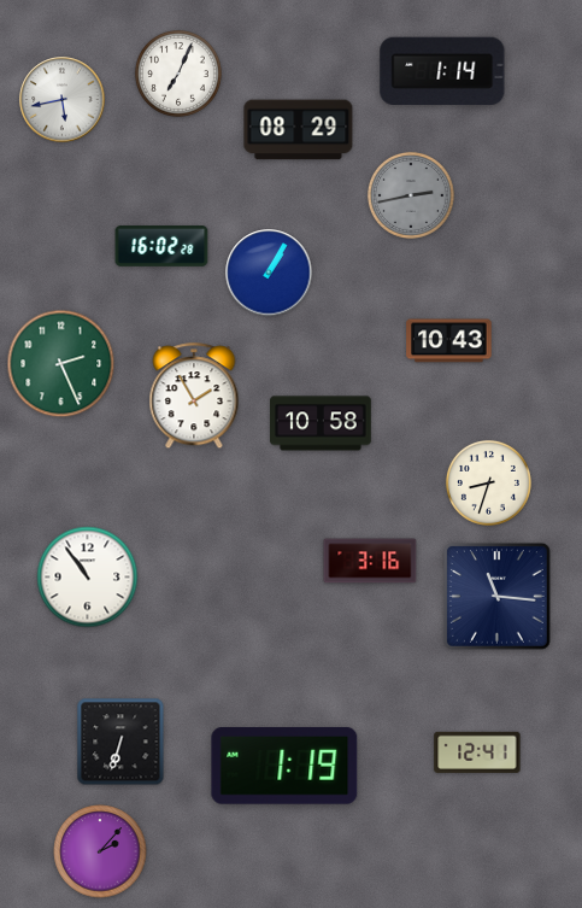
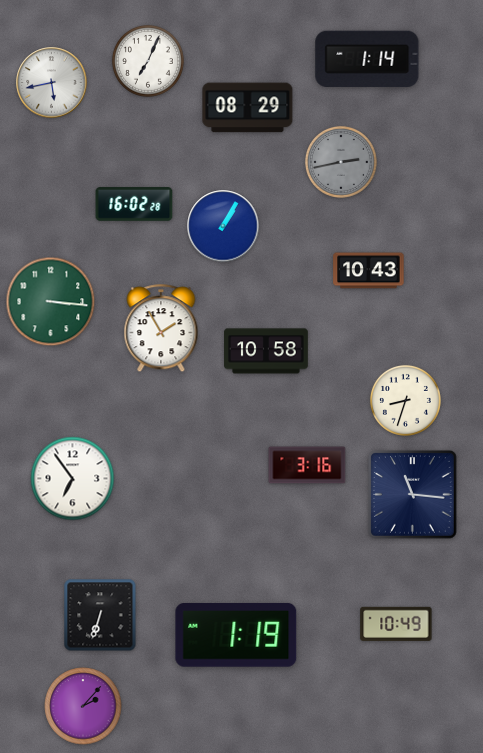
clock at (449, 341) position: (449, 341) -> (369, 271)
clock at (61, 364): 2:26 -> 3:16
clock at (88, 578): 10:54 -> 6:54
clock at (477, 752): 12:41 -> 10:49
